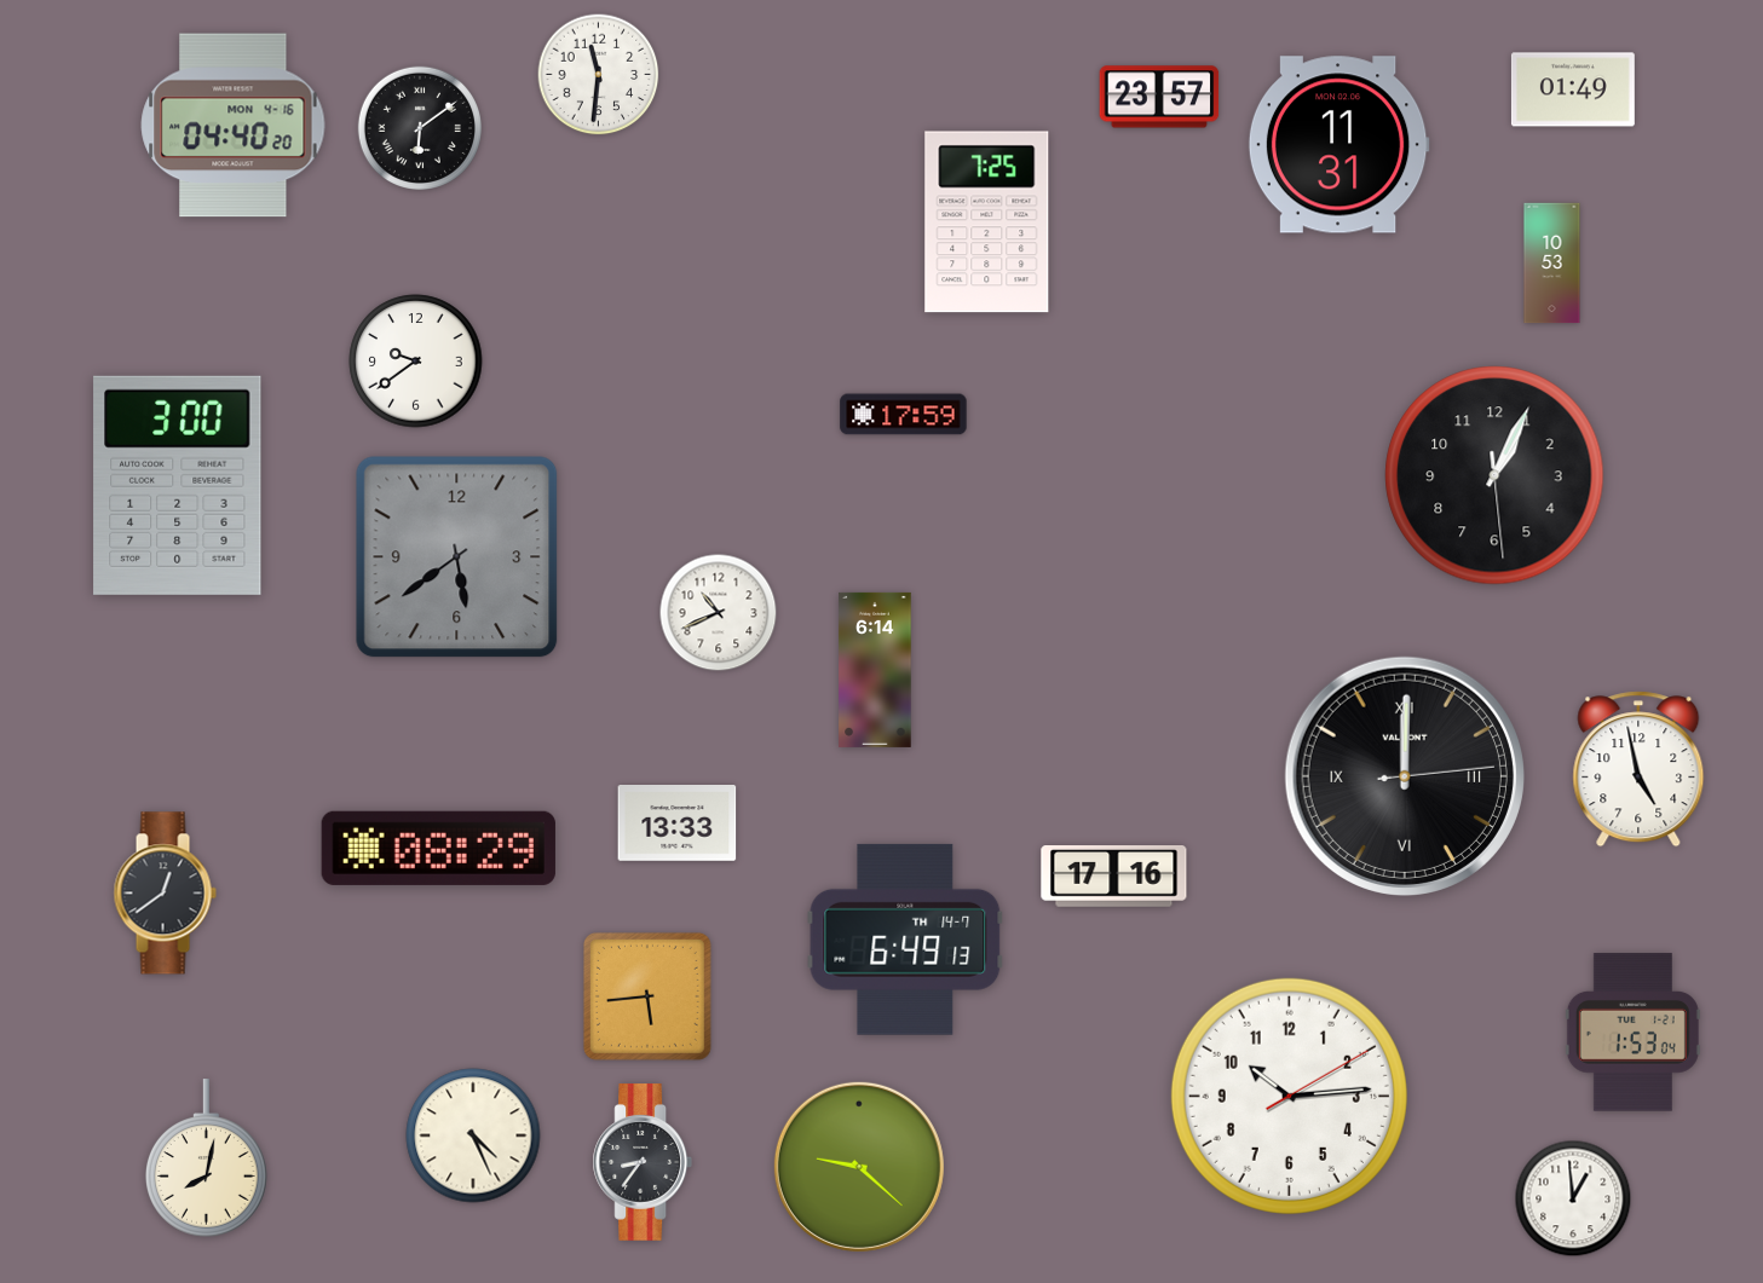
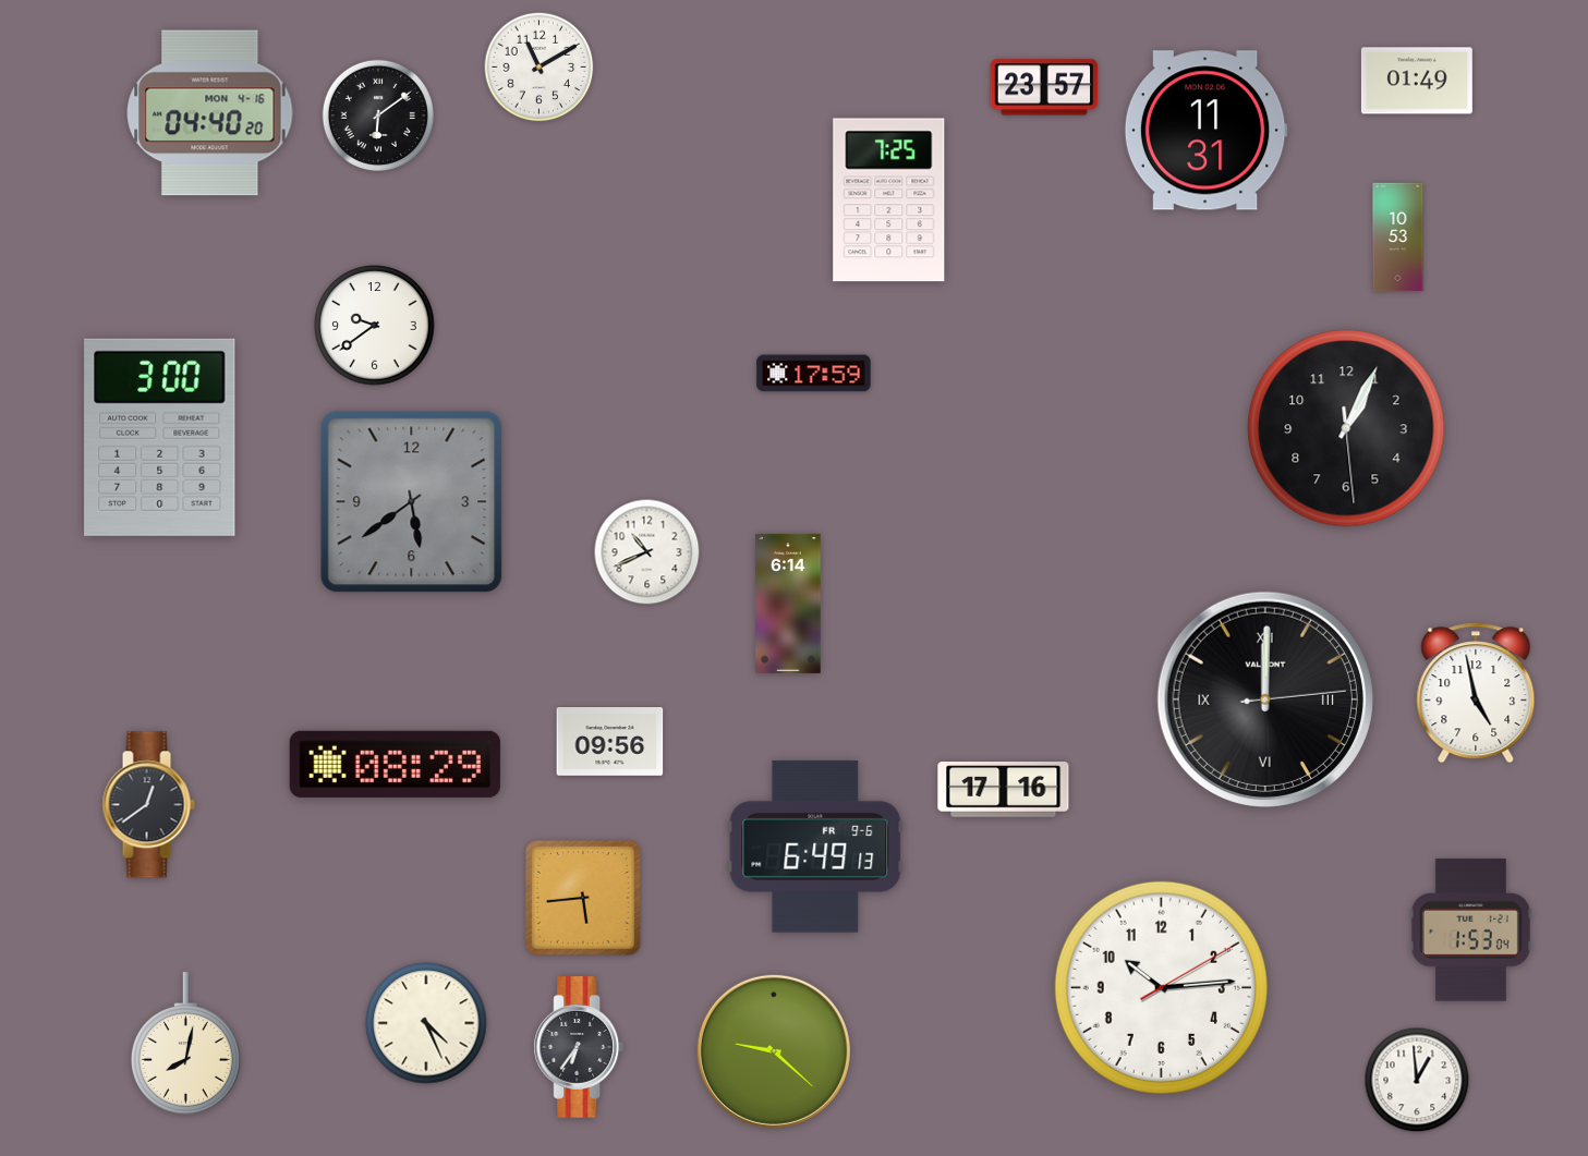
clock at (599, 75): 11:31 -> 11:10
clock at (678, 823): 13:33 -> 09:56
clock at (905, 940) date: TH 14-7 -> FR 9-6
clock at (641, 1163): 8:36 -> 6:36
